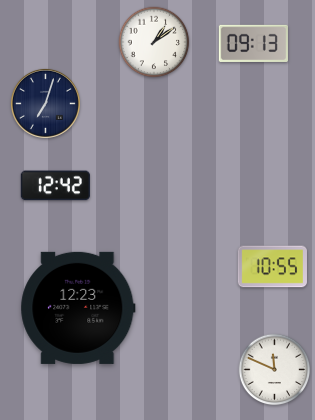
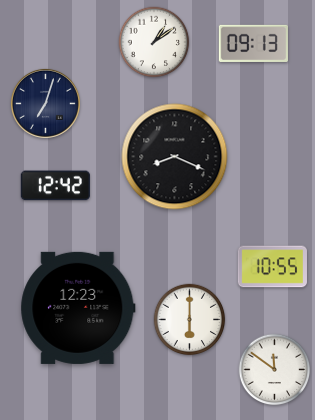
clock at (175, 157): none -> 8:19
clock at (190, 320): none -> 6:00
clock at (275, 370): 11:49 -> 11:51
